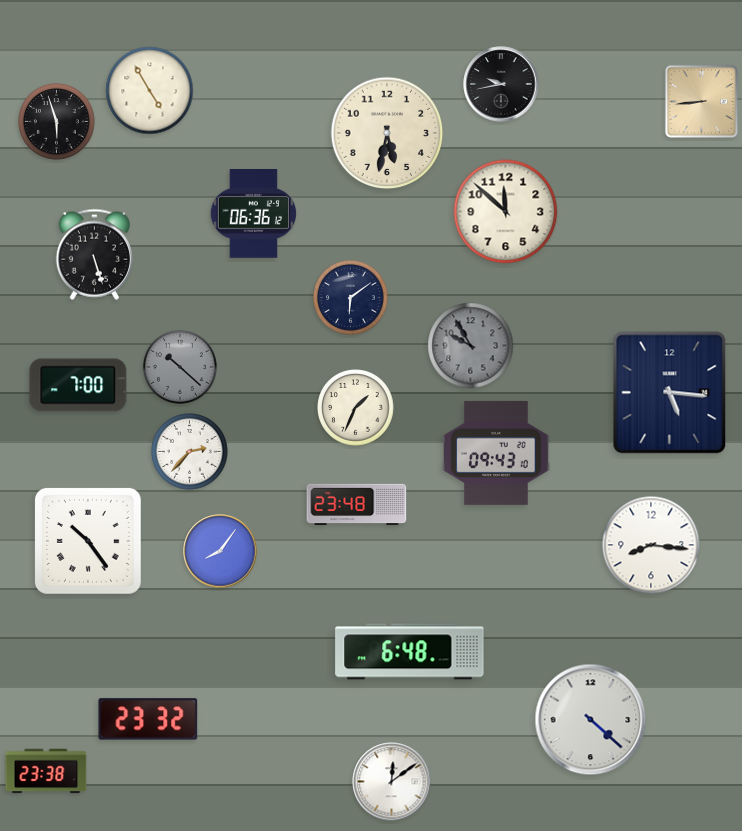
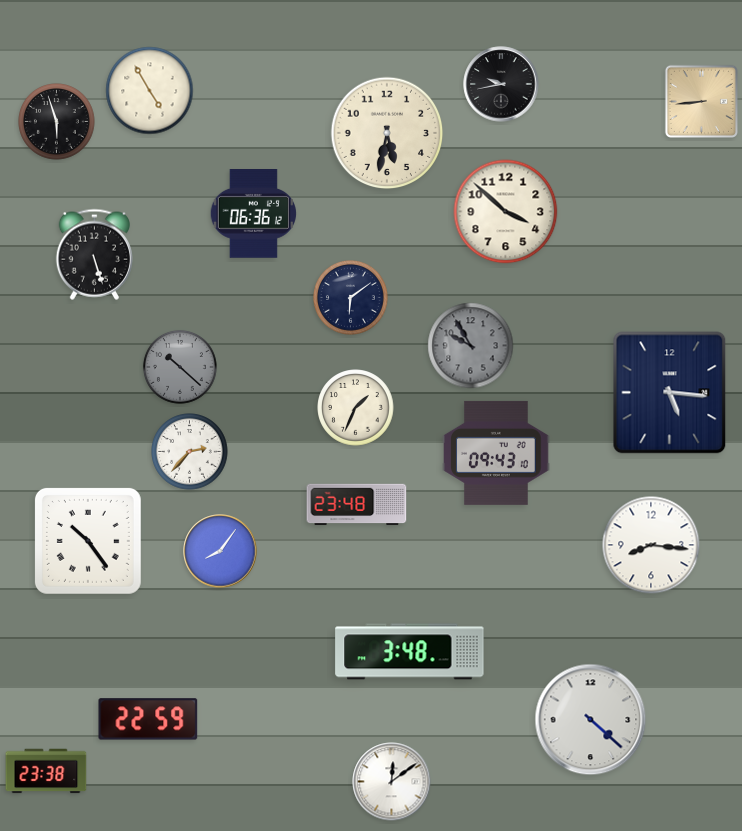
clock at (506, 212): 11:52 -> 3:52
clock at (78, 385): 7:00 -> none
clock at (410, 652): 6:48 -> 3:48
clock at (148, 719): 23:32 -> 22:59
